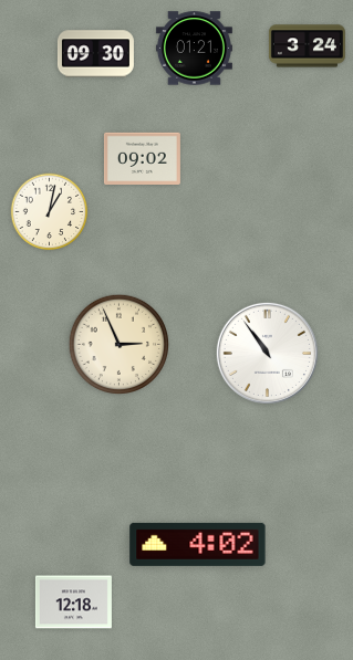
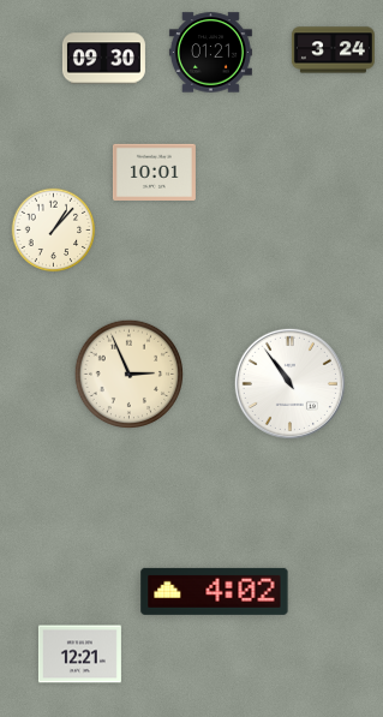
clock at (142, 158): 09:02 -> 10:01
clock at (50, 212): 1:02 -> 1:07
clock at (73, 603): 12:18 -> 12:21
